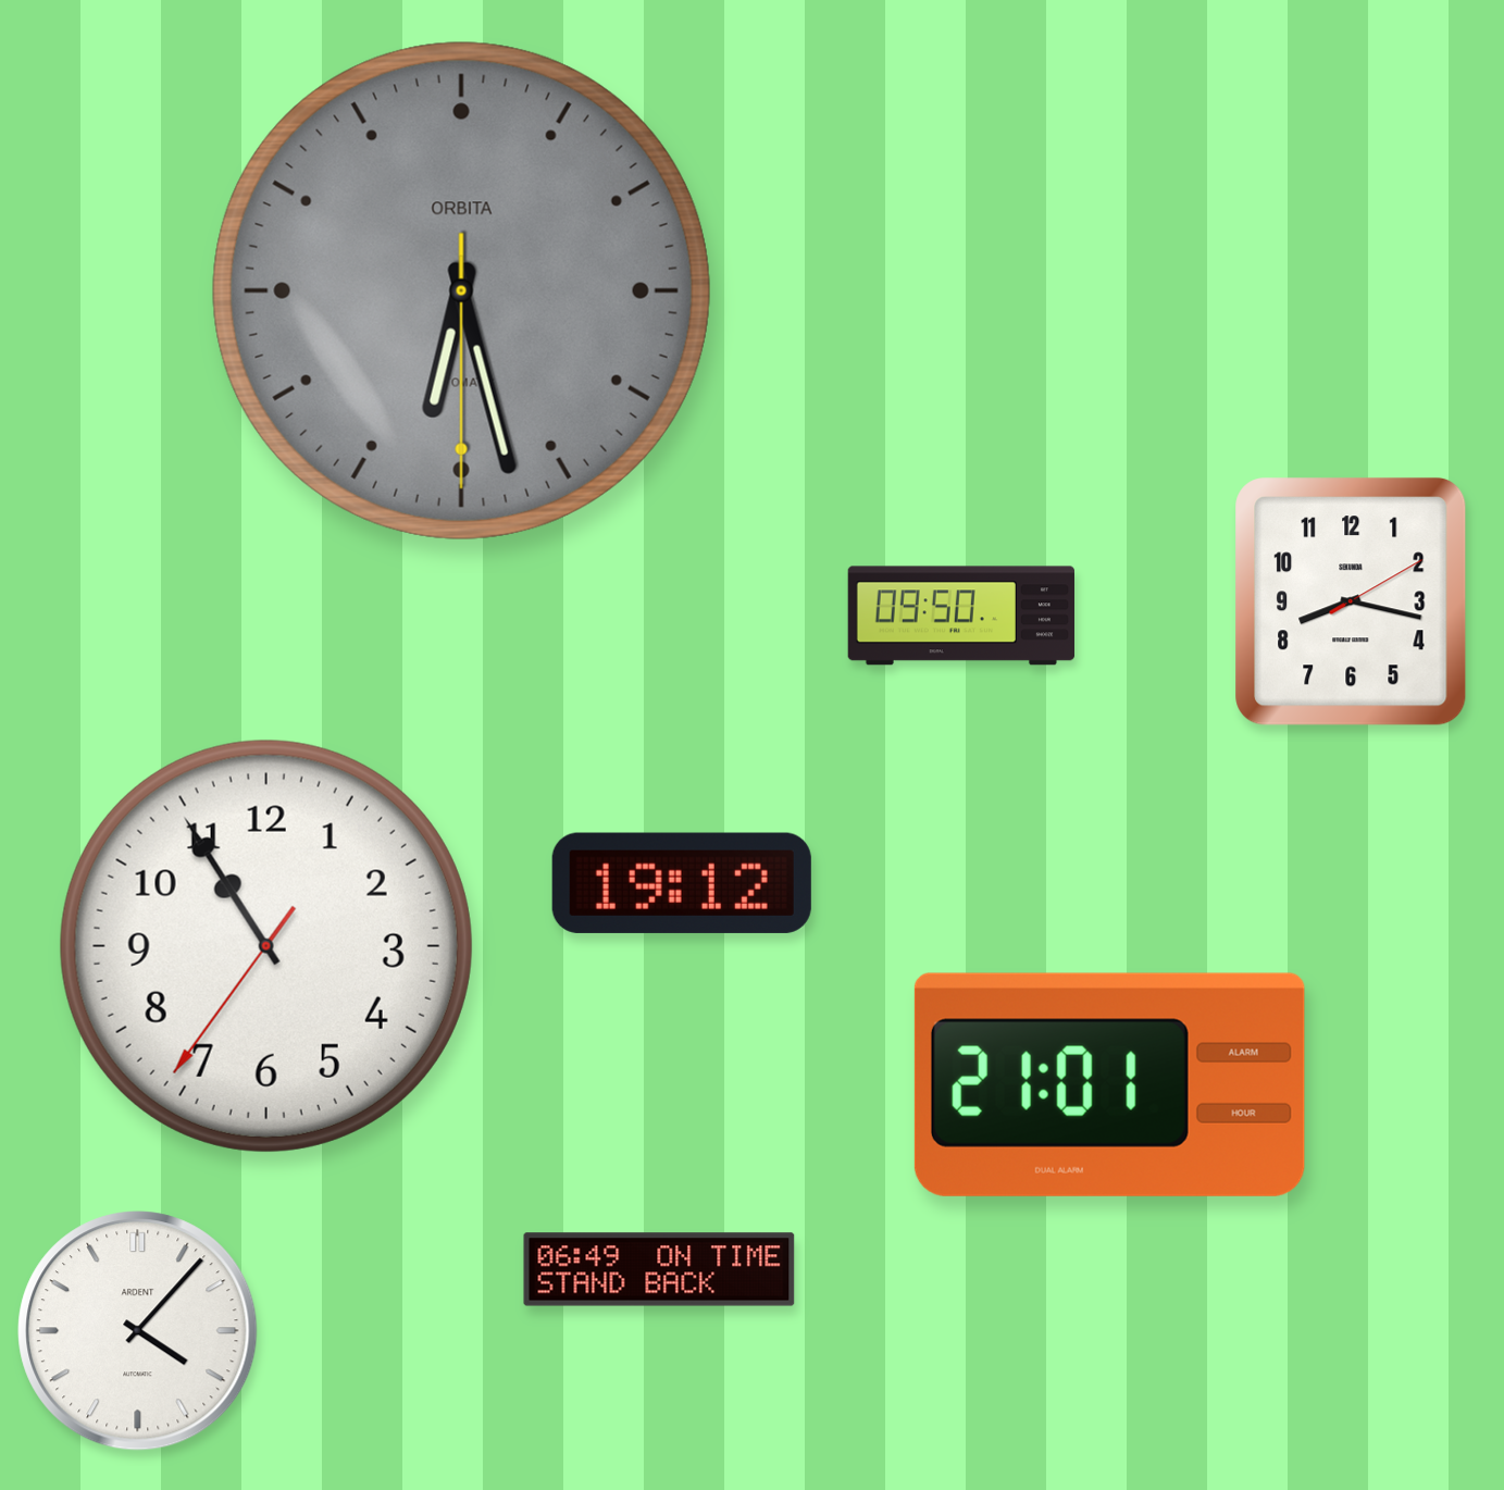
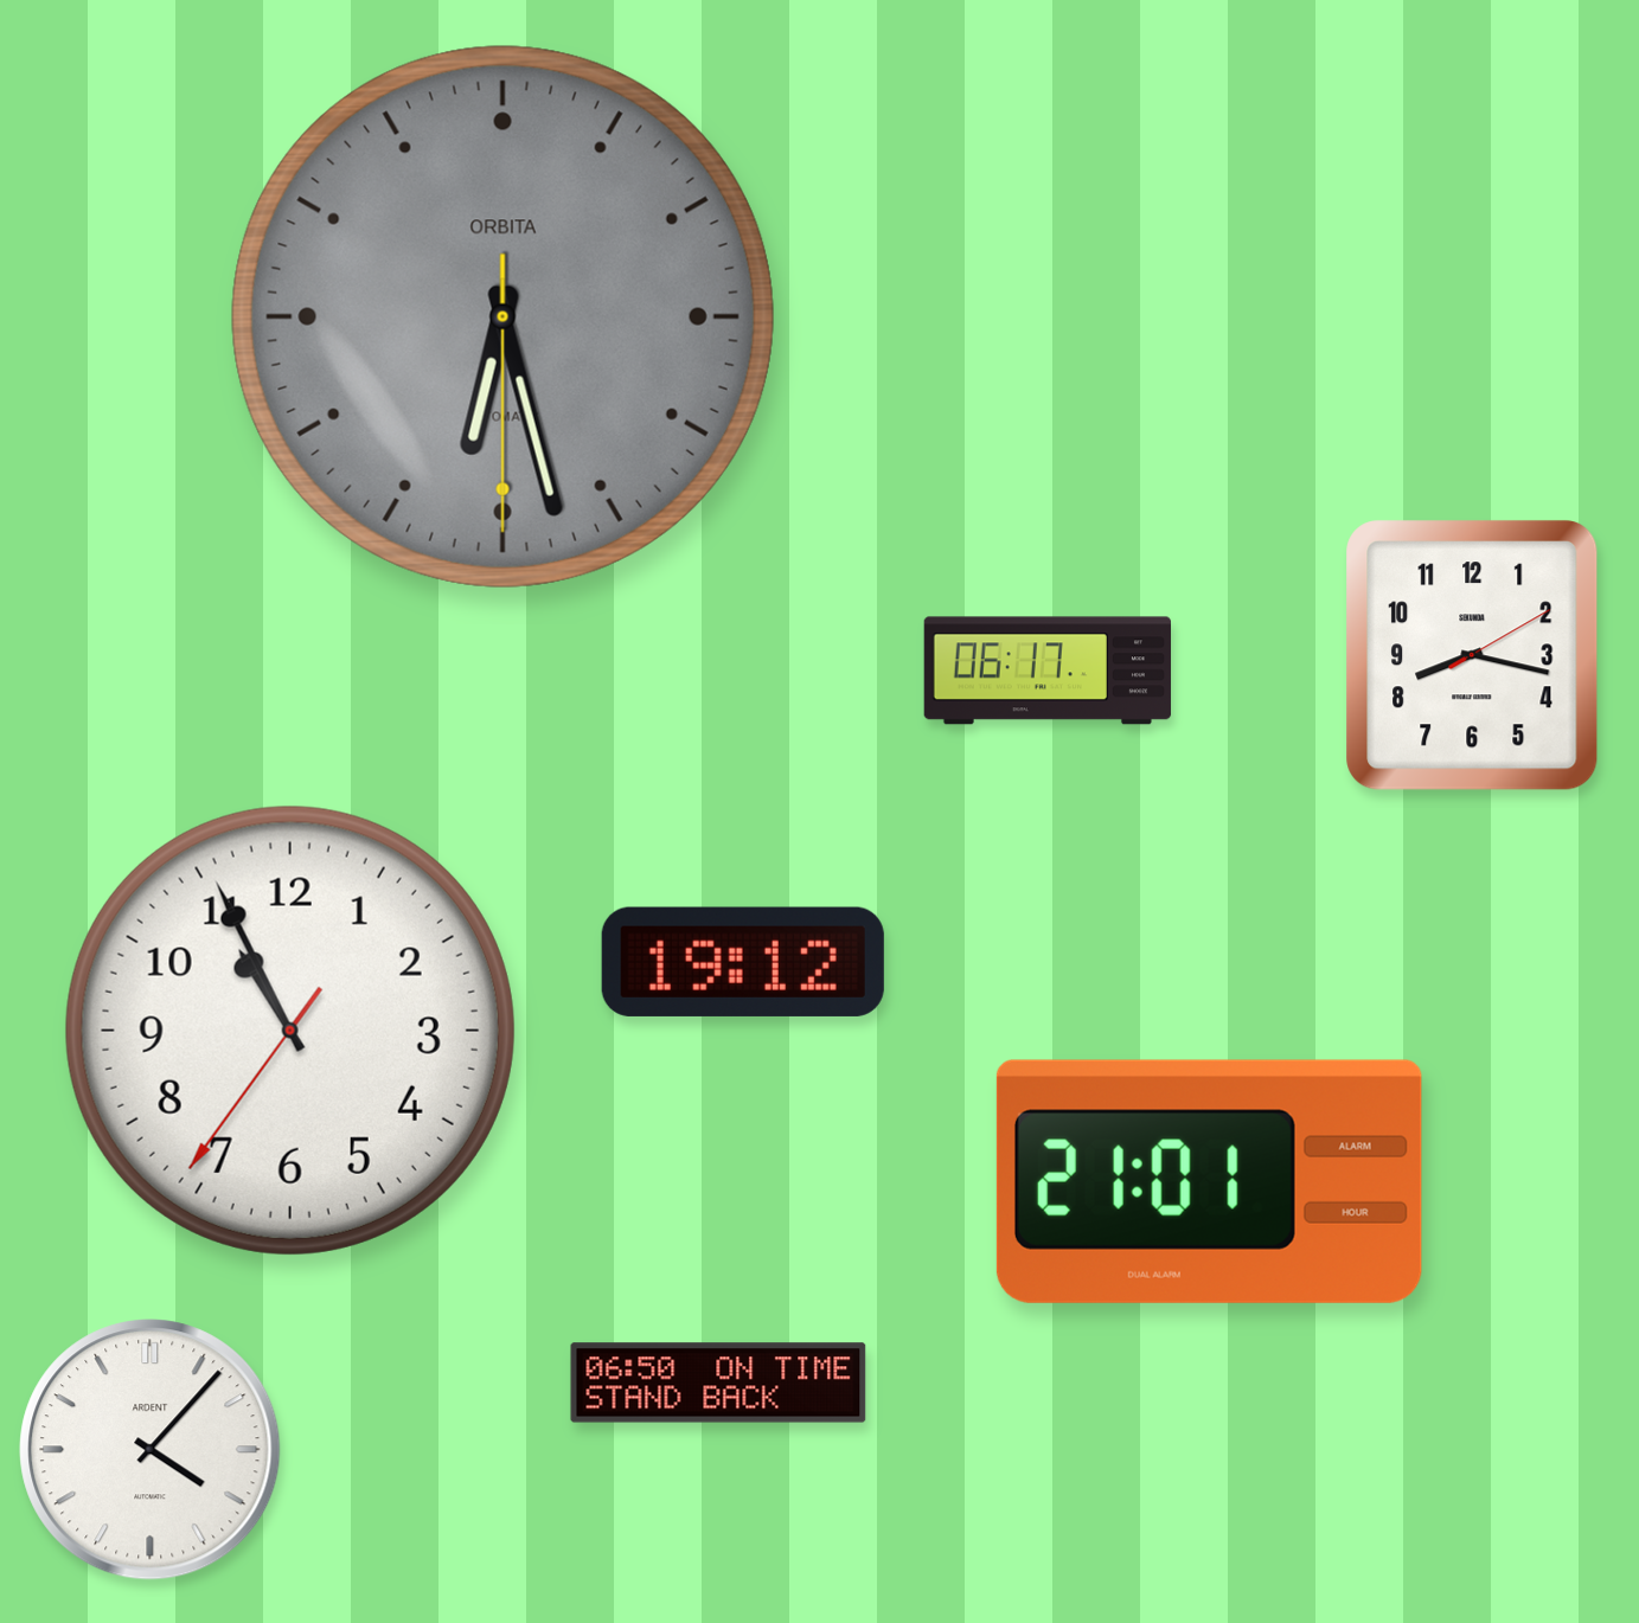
clock at (961, 616): 09:50 -> 06:17
clock at (266, 946): 10:54 -> 10:55
clock at (659, 1269): 06:49 -> 06:50
